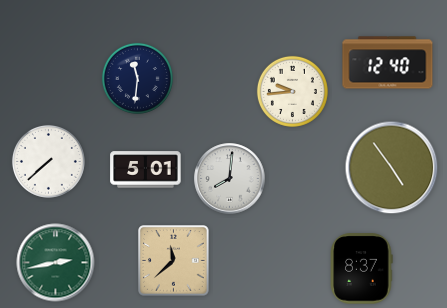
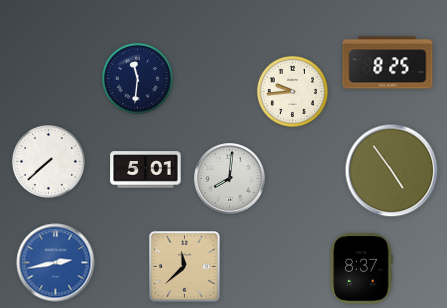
clock at (388, 63): 12:40 -> 8:25
clock at (392, 168) position: (392, 168) -> (392, 171)
clock at (174, 261) position: (174, 261) -> (185, 267)
clock at (56, 263) dial: green -> blue
